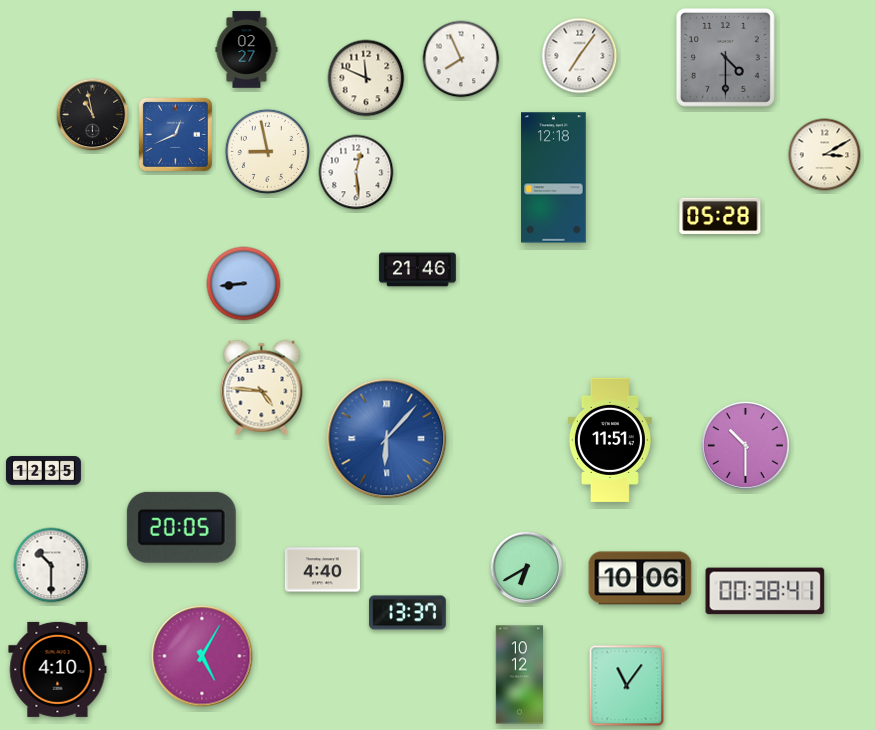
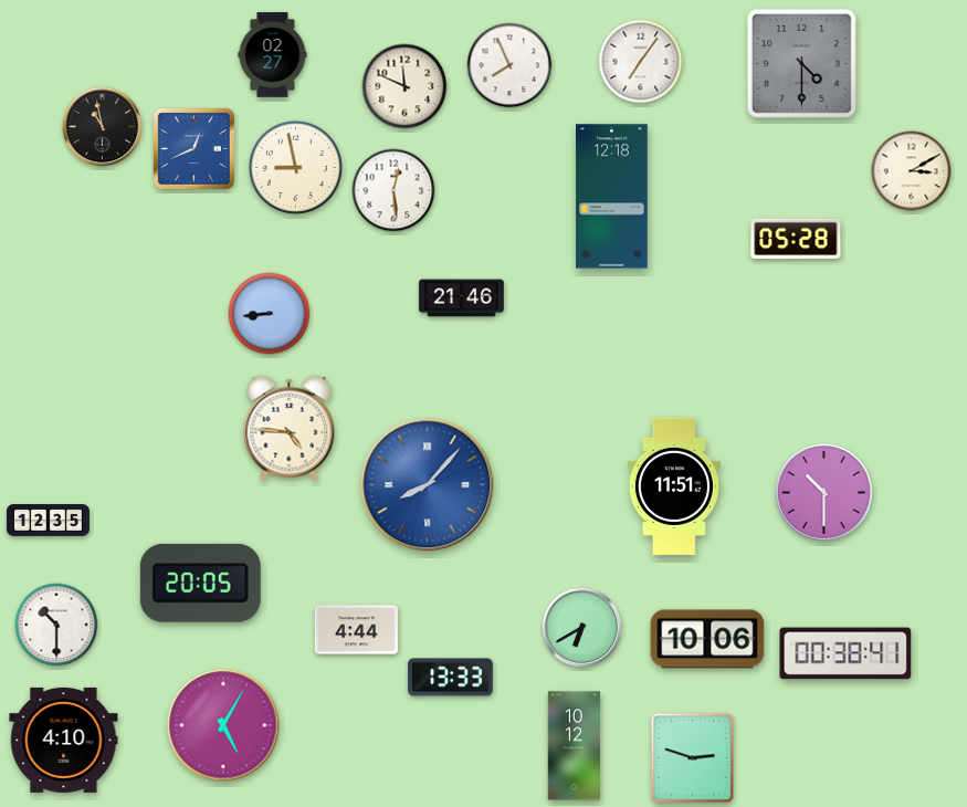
clock at (387, 439): 6:07 -> 8:07
clock at (322, 570): 4:40 -> 4:44
clock at (408, 613): 13:37 -> 13:33
clock at (627, 686): 11:06 -> 2:48
